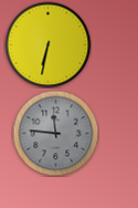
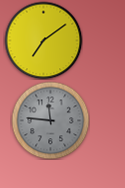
clock at (47, 44): 6:32 -> 7:09
